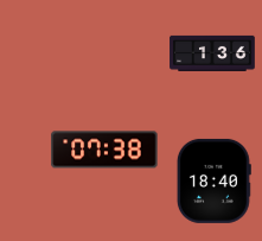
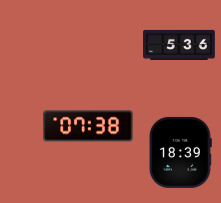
clock at (212, 53): 1:36 -> 5:36
clock at (213, 180): 18:40 -> 18:39
